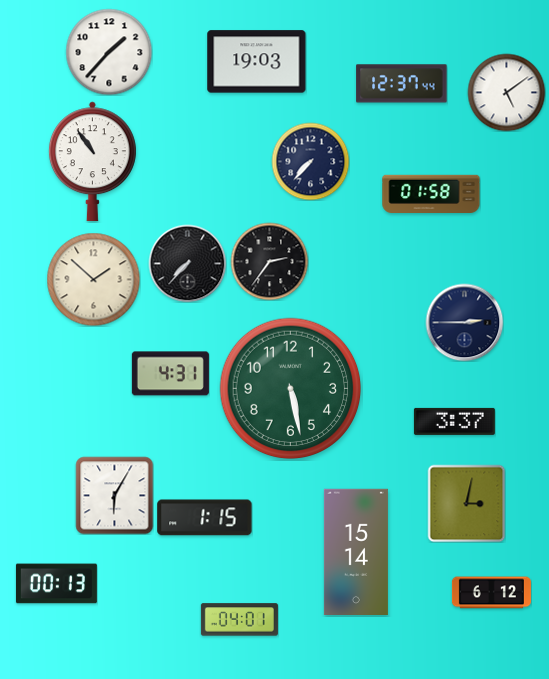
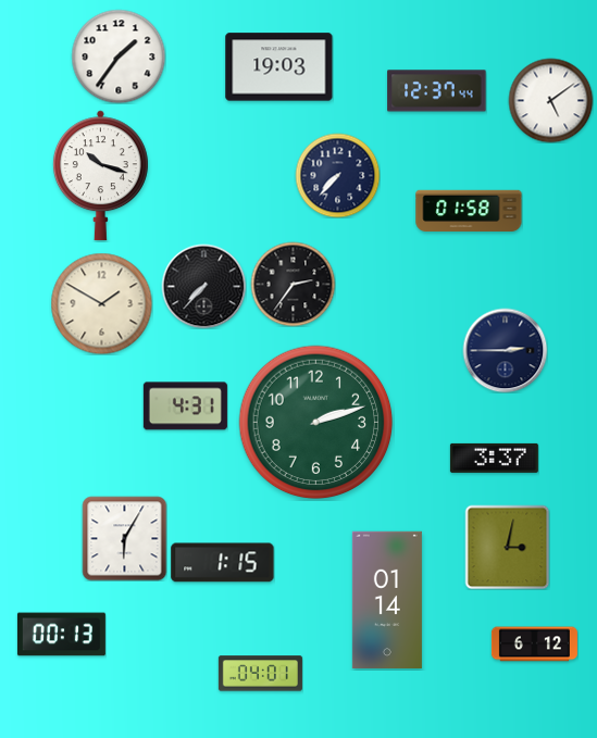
clock at (109, 52): 1:37 -> 1:36
clock at (92, 162): 10:54 -> 10:18
clock at (93, 279): 1:52 -> 1:50
clock at (291, 389): 5:28 -> 2:12
clock at (356, 551): 15:14 -> 01:14
